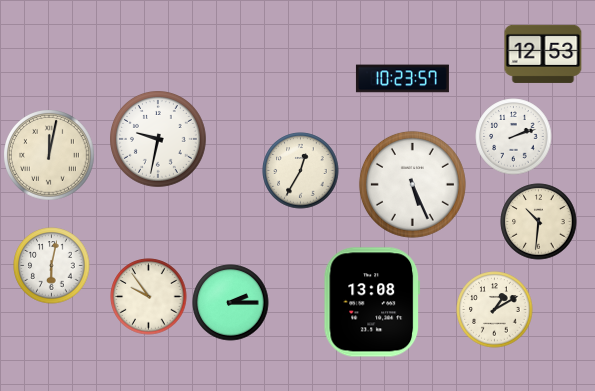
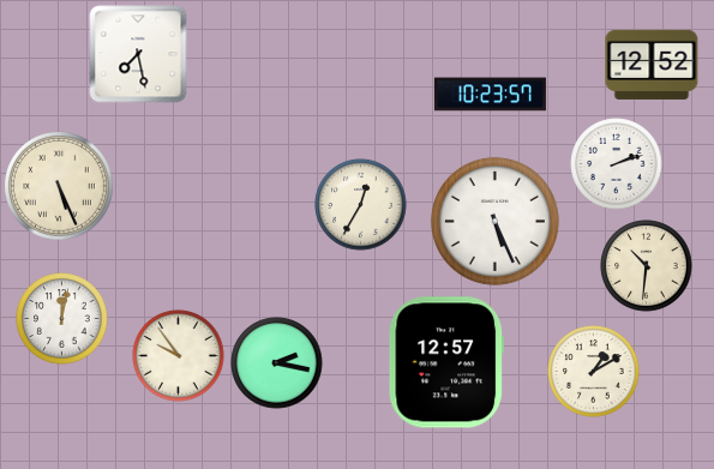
clock at (138, 54): none -> 7:28
clock at (543, 54): 12:53 -> 12:52
clock at (402, 79) position: (402, 79) -> (490, 95)
clock at (159, 140): 9:32 -> none
clock at (49, 155): 12:02 -> 5:26
clock at (52, 266): 6:02 -> 12:02
clock at (372, 302): 13:08 -> 12:57
clock at (231, 303): 2:15 -> 2:17
